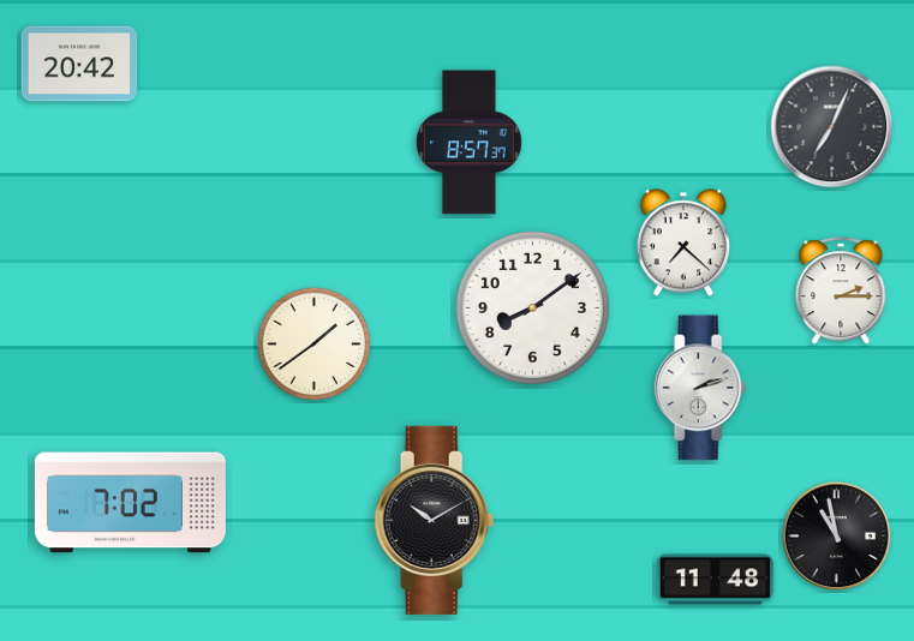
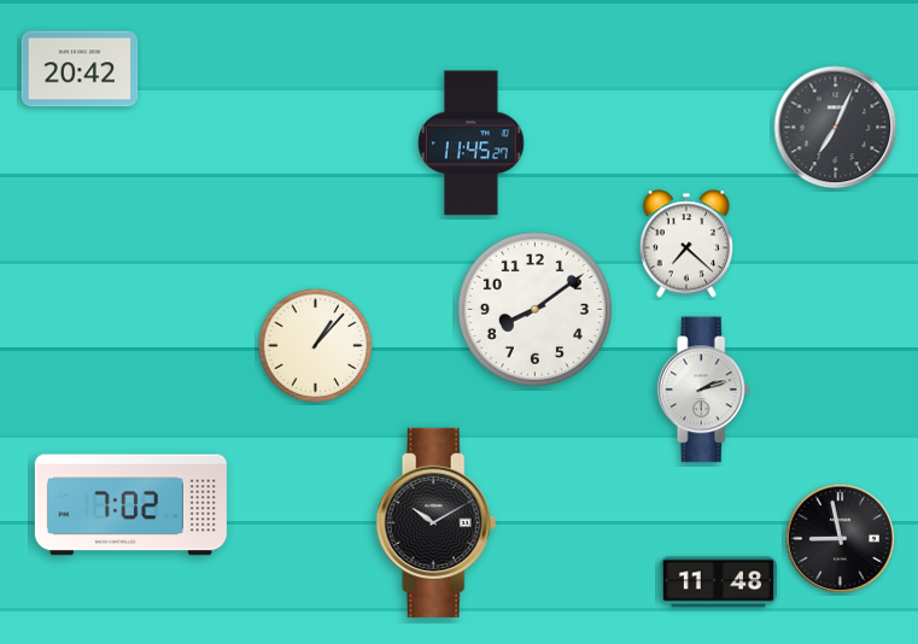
clock at (79, 64) position: (79, 64) -> (80, 69)
clock at (470, 143): 8:57 -> 11:45
clock at (841, 292): 2:15 -> none
clock at (315, 345): 1:39 -> 1:07
clock at (837, 537): 10:58 -> 8:58
